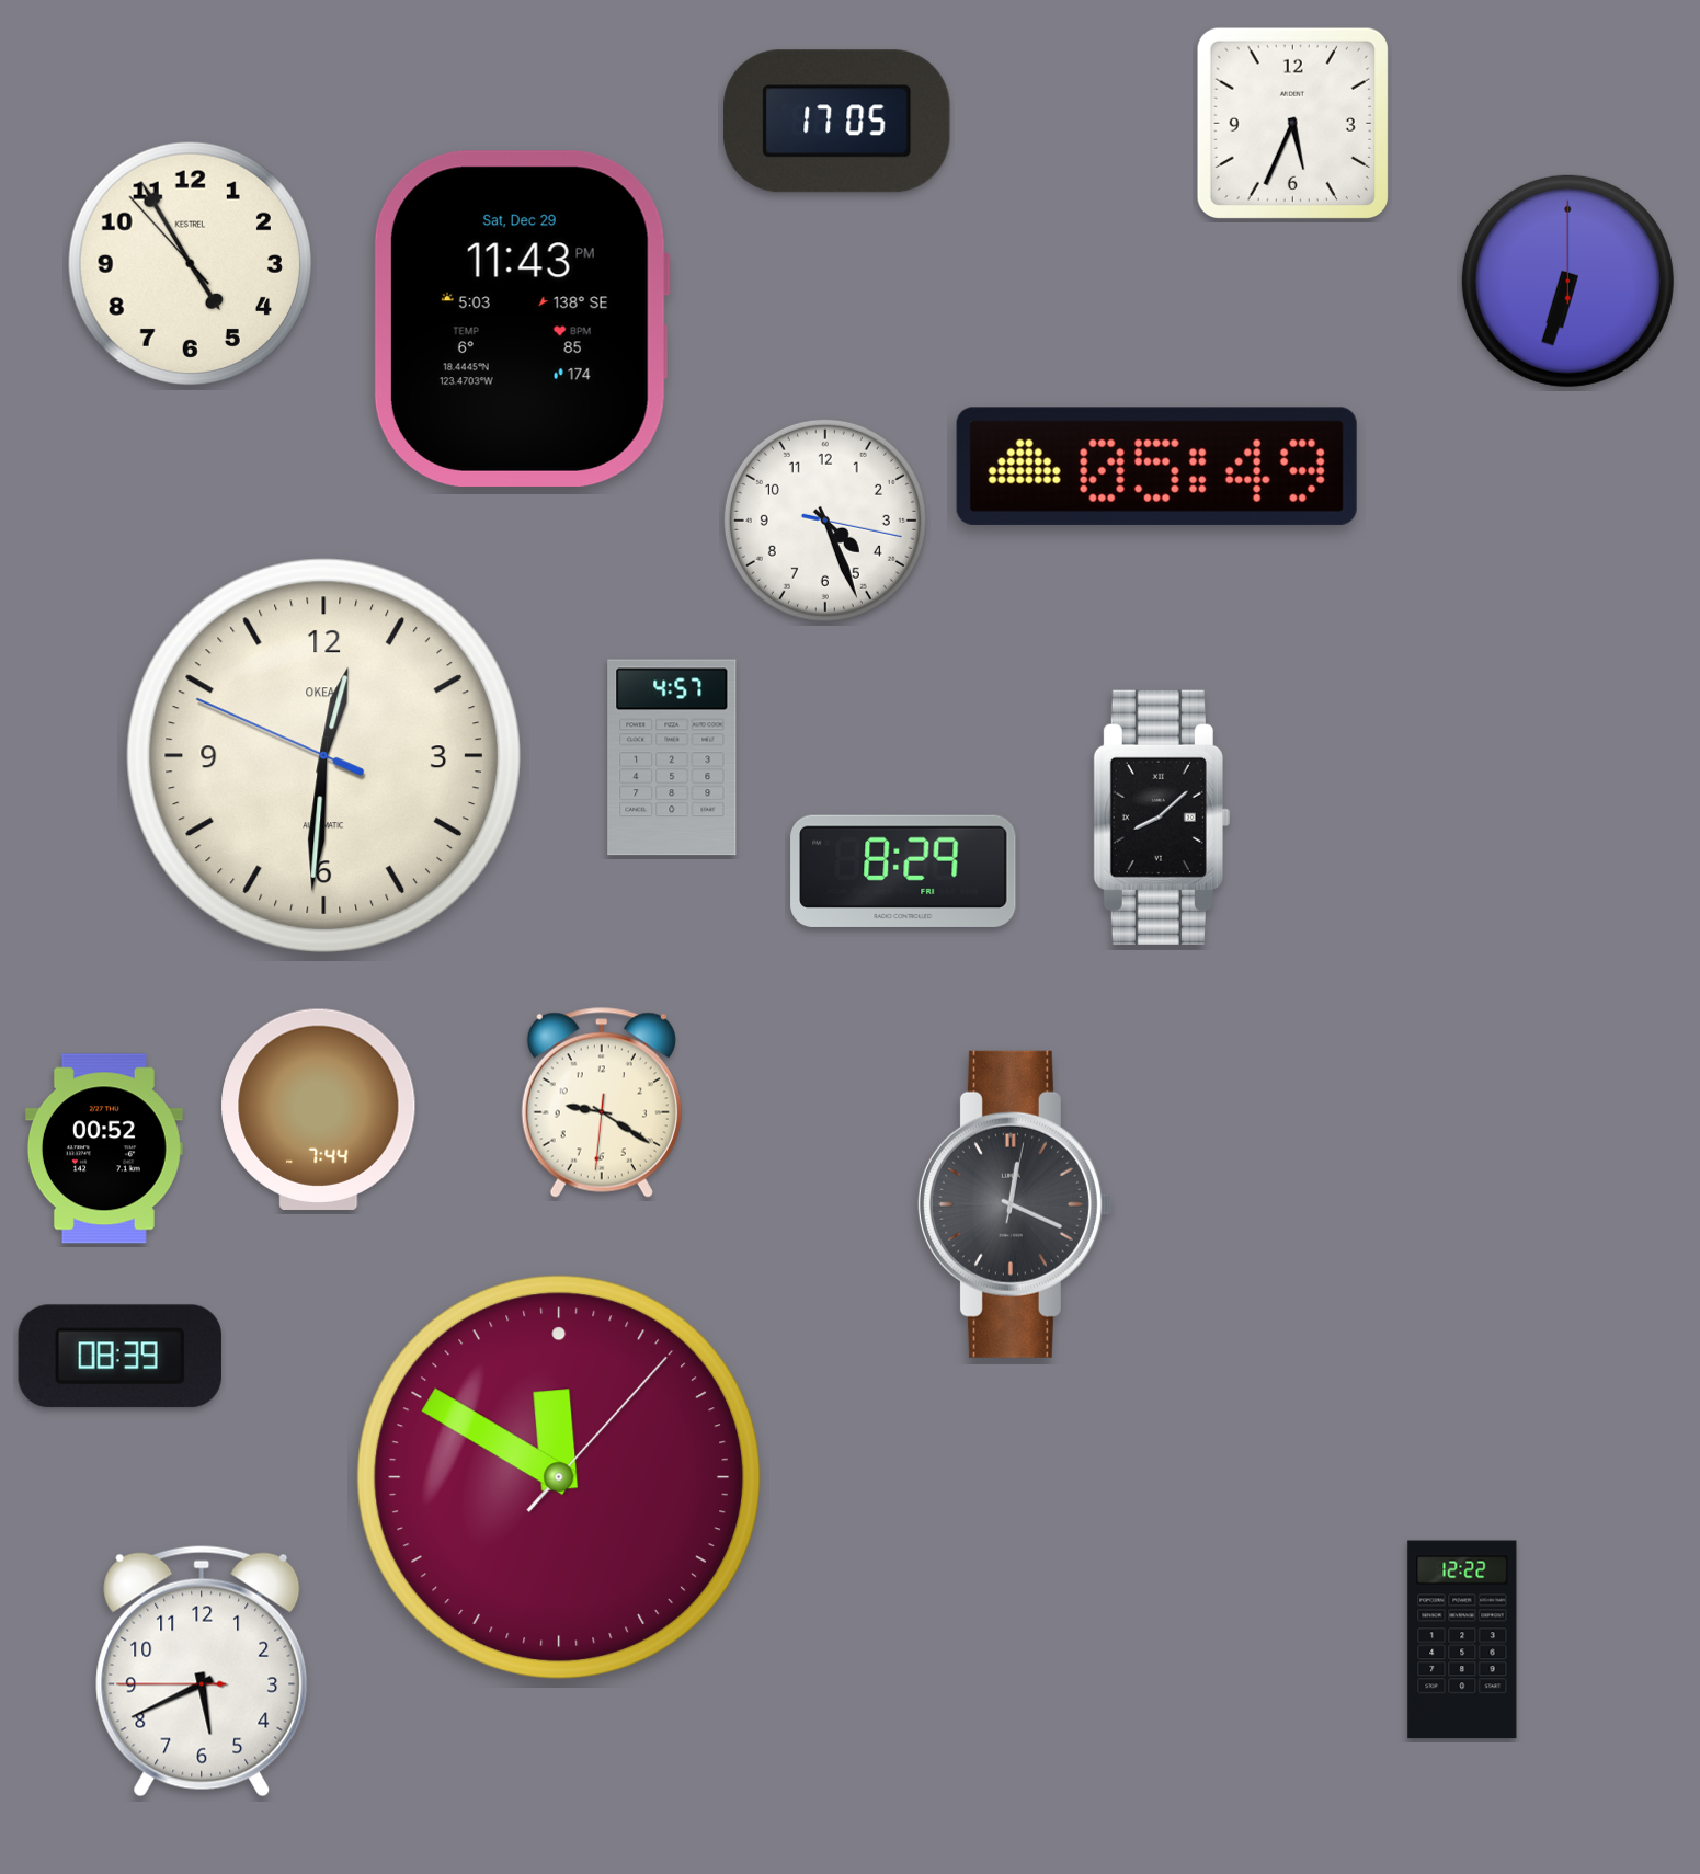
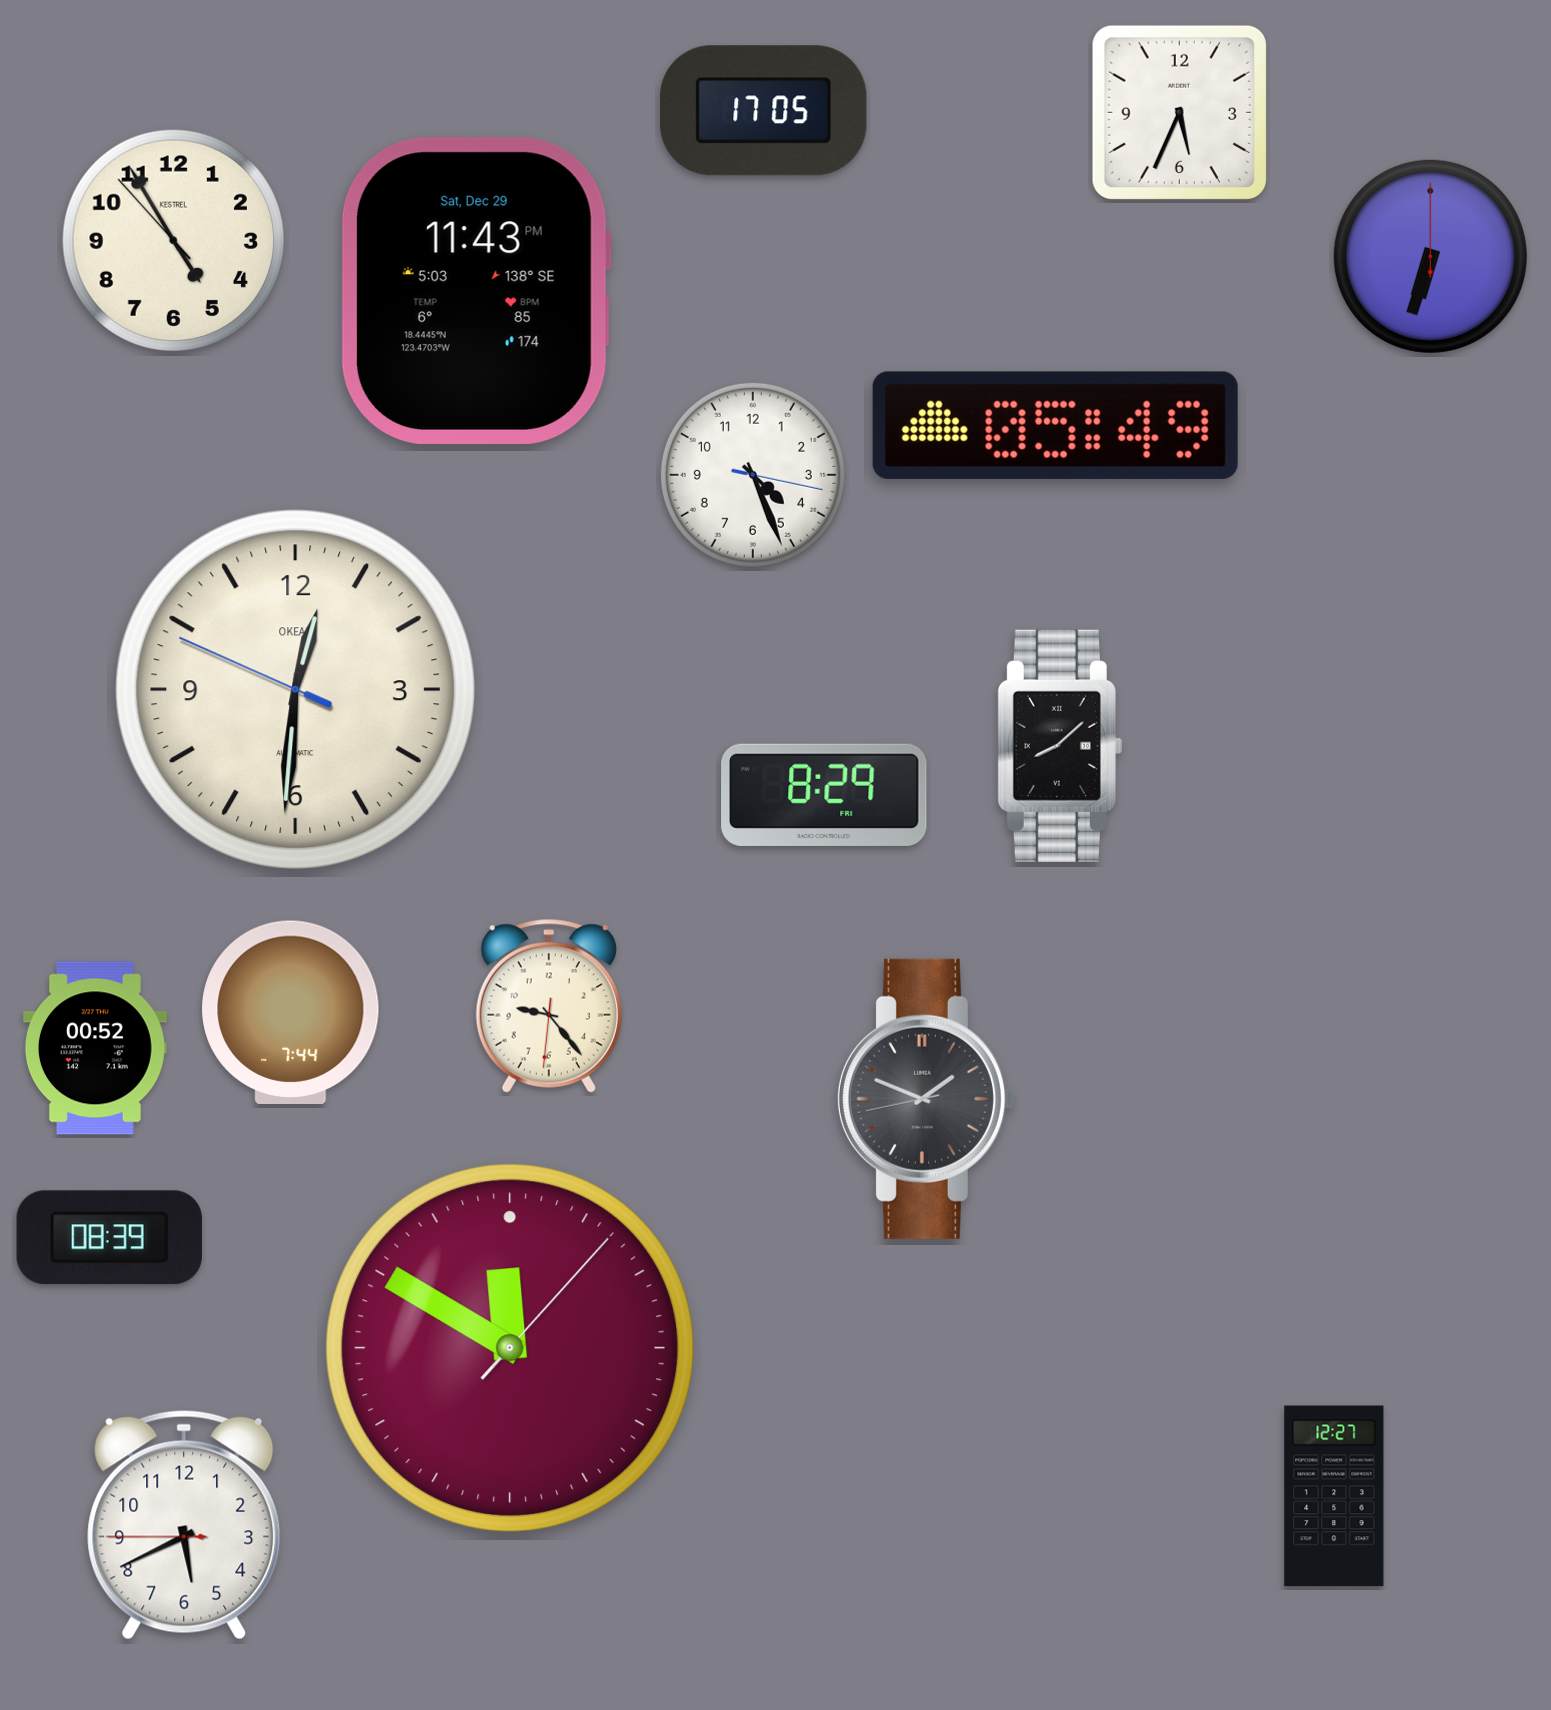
clock at (672, 757): 4:57 -> none
clock at (602, 1102): 9:20 -> 9:23
clock at (1014, 1204): 12:19 -> 1:48
clock at (1462, 1639): 12:22 -> 12:27
